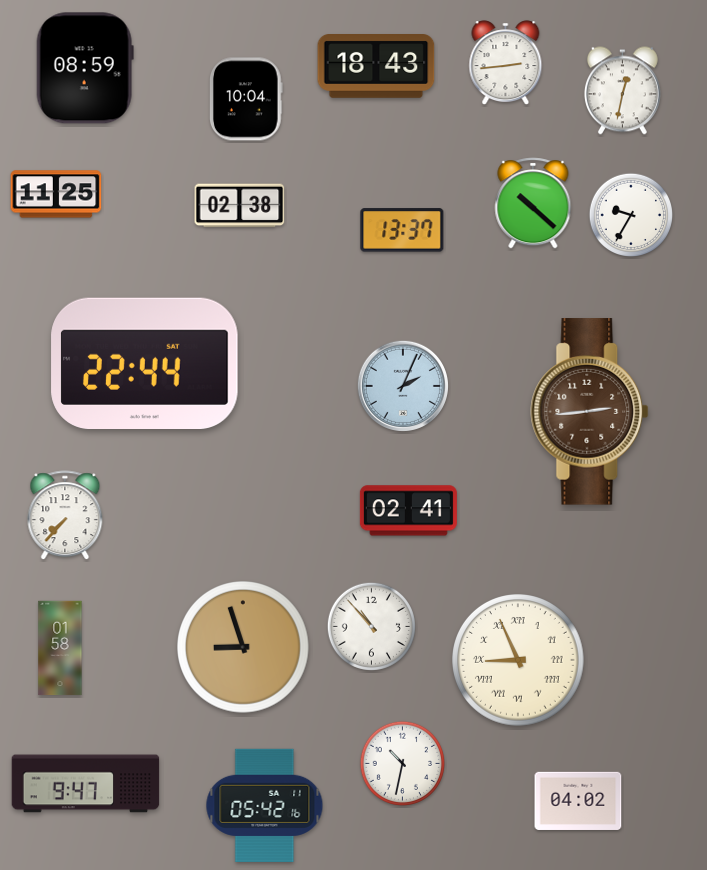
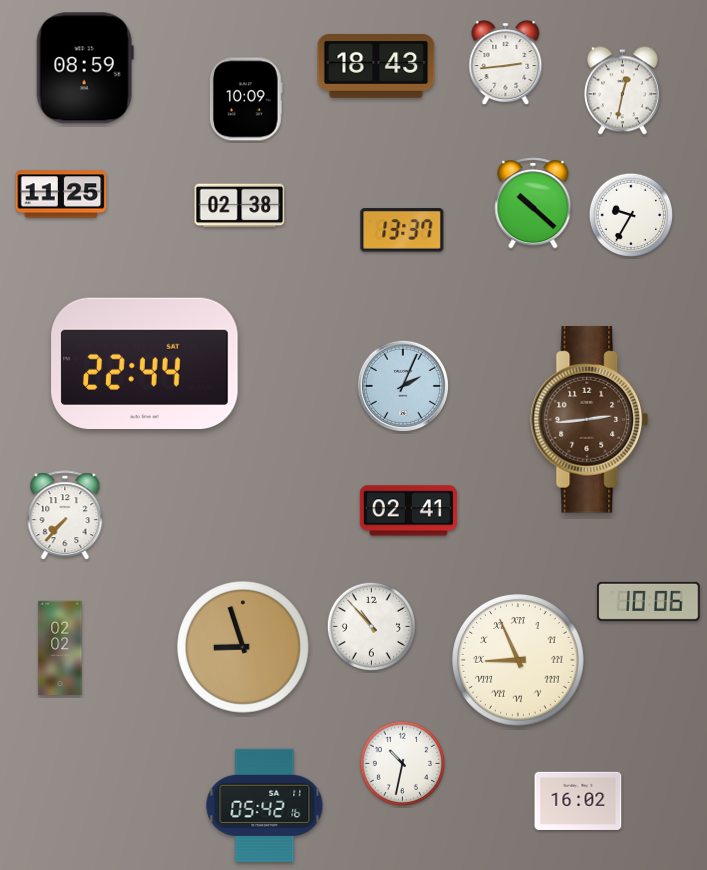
clock at (246, 99): 10:04 -> 10:09
clock at (56, 194) position: (56, 194) -> (61, 194)
clock at (590, 412) position: (590, 412) -> (590, 420)
clock at (649, 601): none -> 10:06
clock at (60, 648): 01:58 -> 02:02
clock at (86, 784): 9:47 -> none
clock at (578, 801): 04:02 -> 16:02
